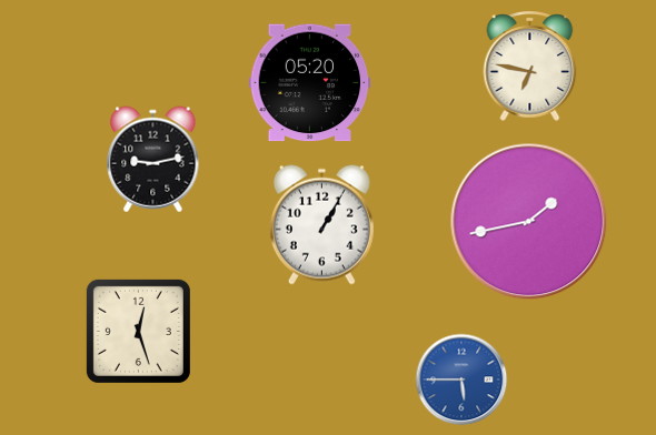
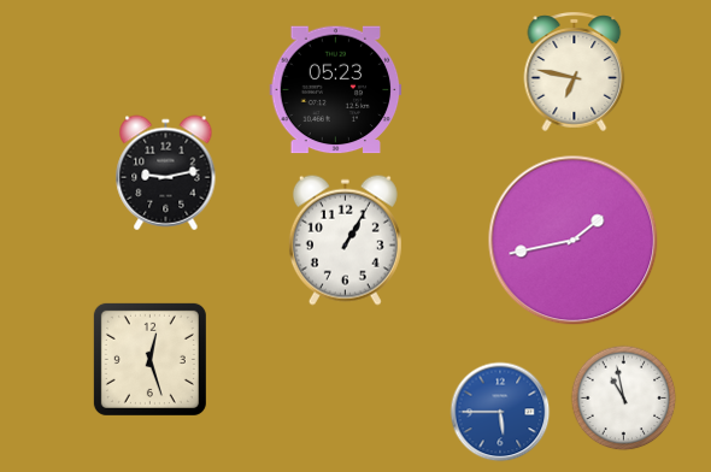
clock at (310, 83): 05:20 -> 05:23
clock at (321, 224) position: (321, 224) -> (345, 240)
clock at (624, 399): none -> 10:58
